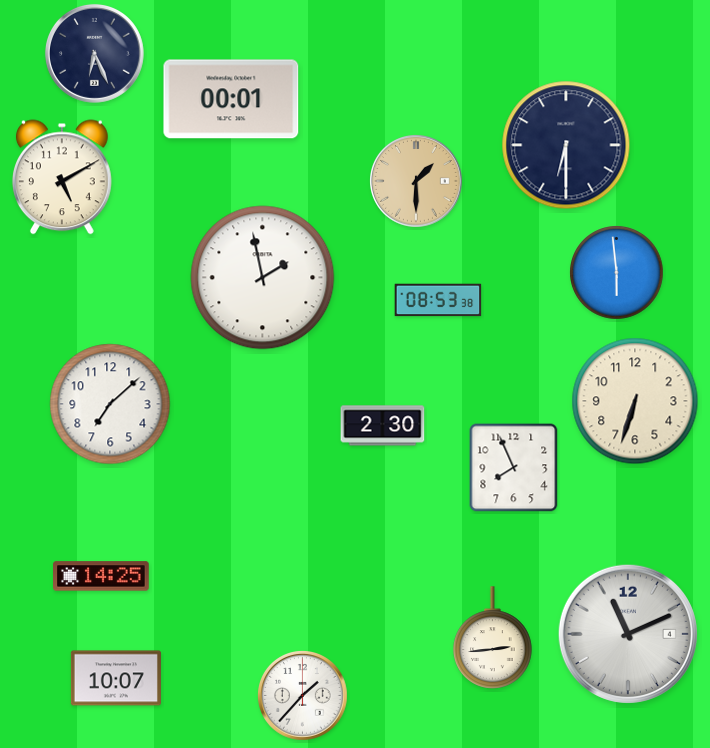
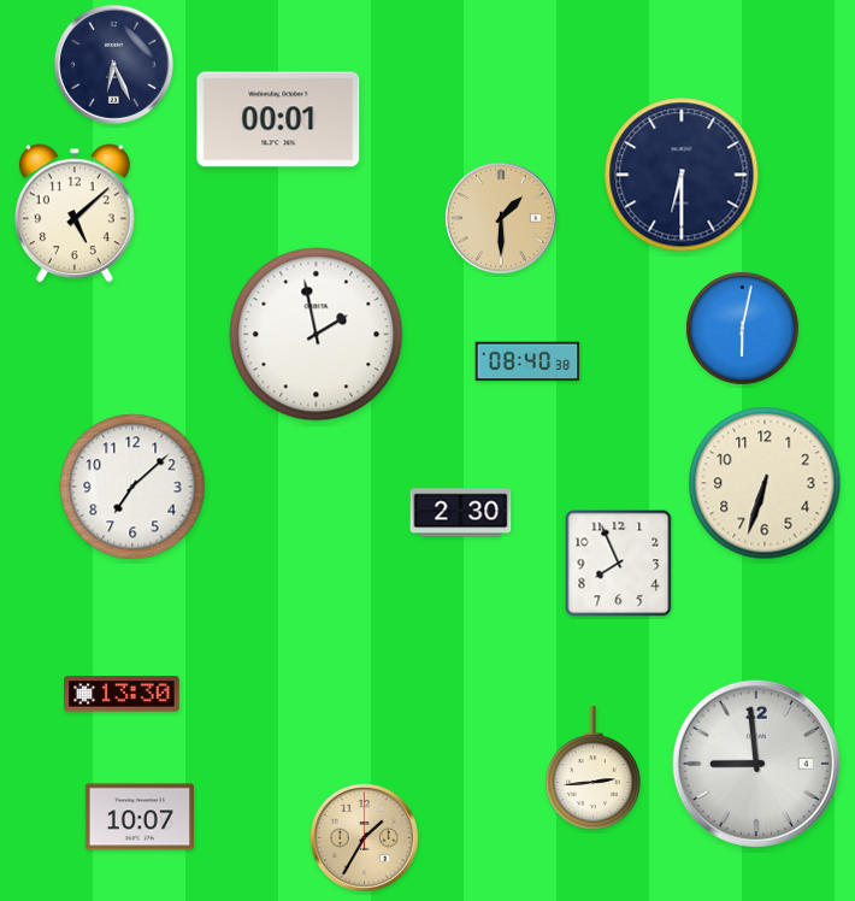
clock at (62, 177): 5:10 -> 5:08
clock at (617, 273): 5:59 -> 6:02
clock at (438, 300): 08:53 -> 08:40
clock at (101, 576): 14:25 -> 13:30
clock at (628, 634): 11:11 -> 8:59
clock at (303, 696): 1:37 -> 1:35
clock at (303, 696) dial: white -> champagne
